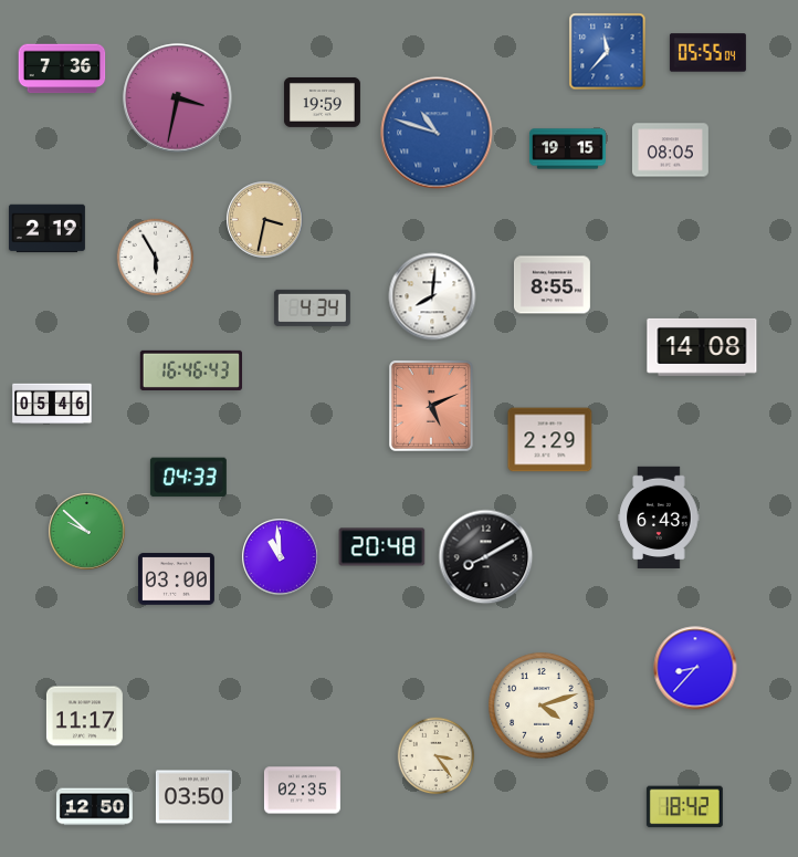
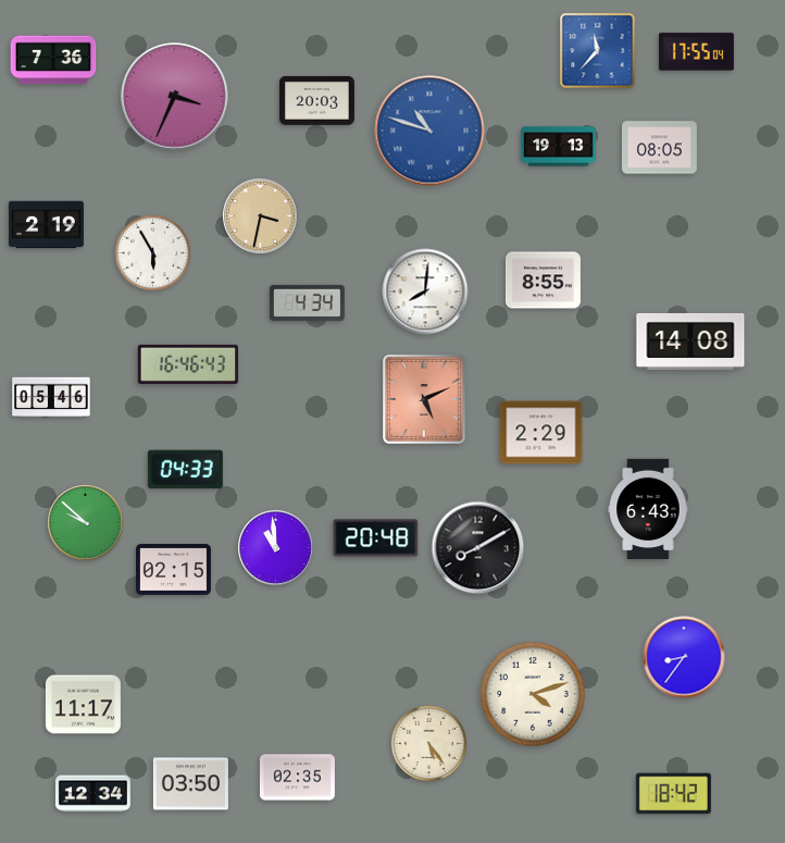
clock at (707, 53): 05:55 -> 17:55
clock at (62, 69) position: (62, 69) -> (53, 60)
clock at (178, 98): 3:32 -> 3:34
clock at (322, 102): 19:59 -> 20:03
clock at (567, 149): 19:15 -> 19:13
clock at (176, 579): 03:00 -> 02:15
clock at (695, 668): 8:37 -> 8:36
clock at (437, 756): 3:24 -> 5:24
clock at (94, 807): 12:50 -> 12:34
